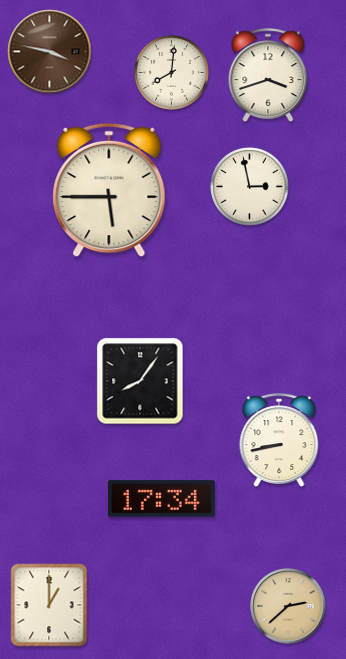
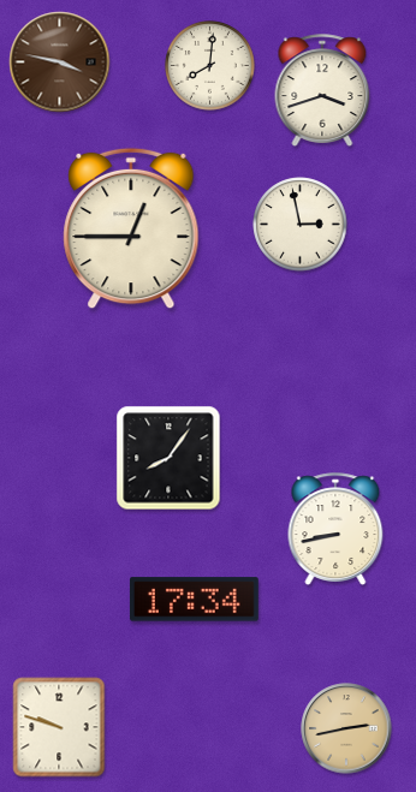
clock at (172, 73) position: (172, 73) -> (210, 66)
clock at (109, 190): 5:45 -> 12:45
clock at (49, 605): 1:00 -> 9:48
clock at (288, 606): 2:38 -> 2:43
